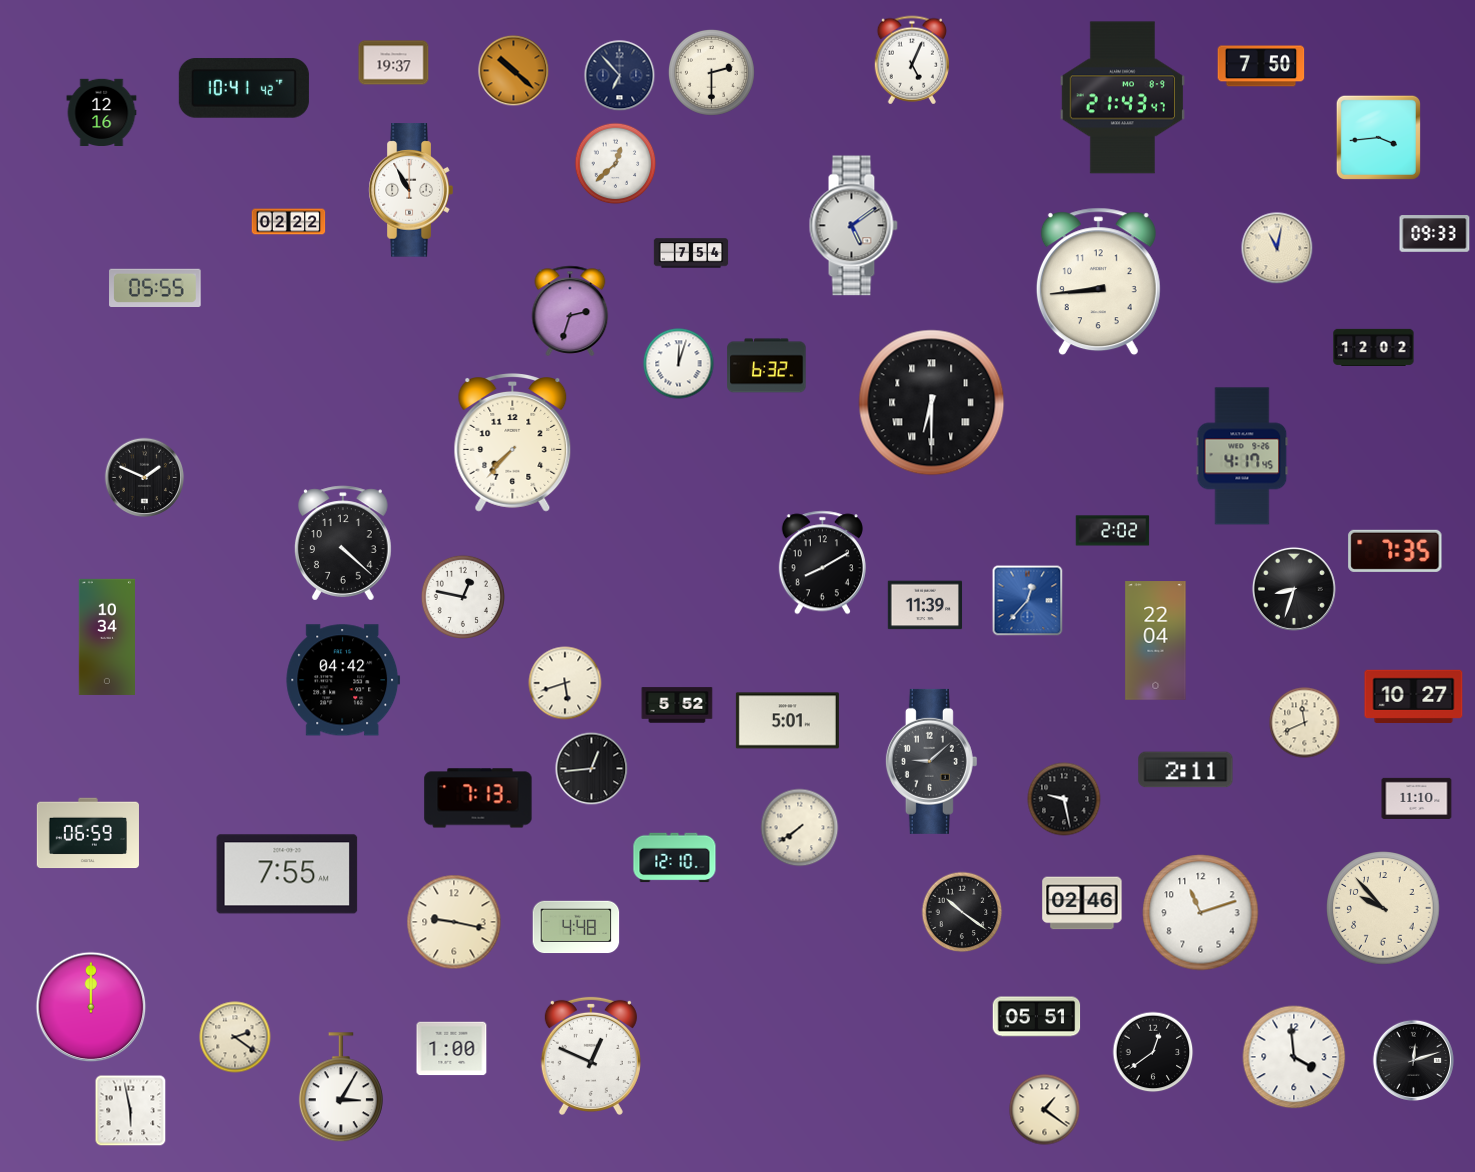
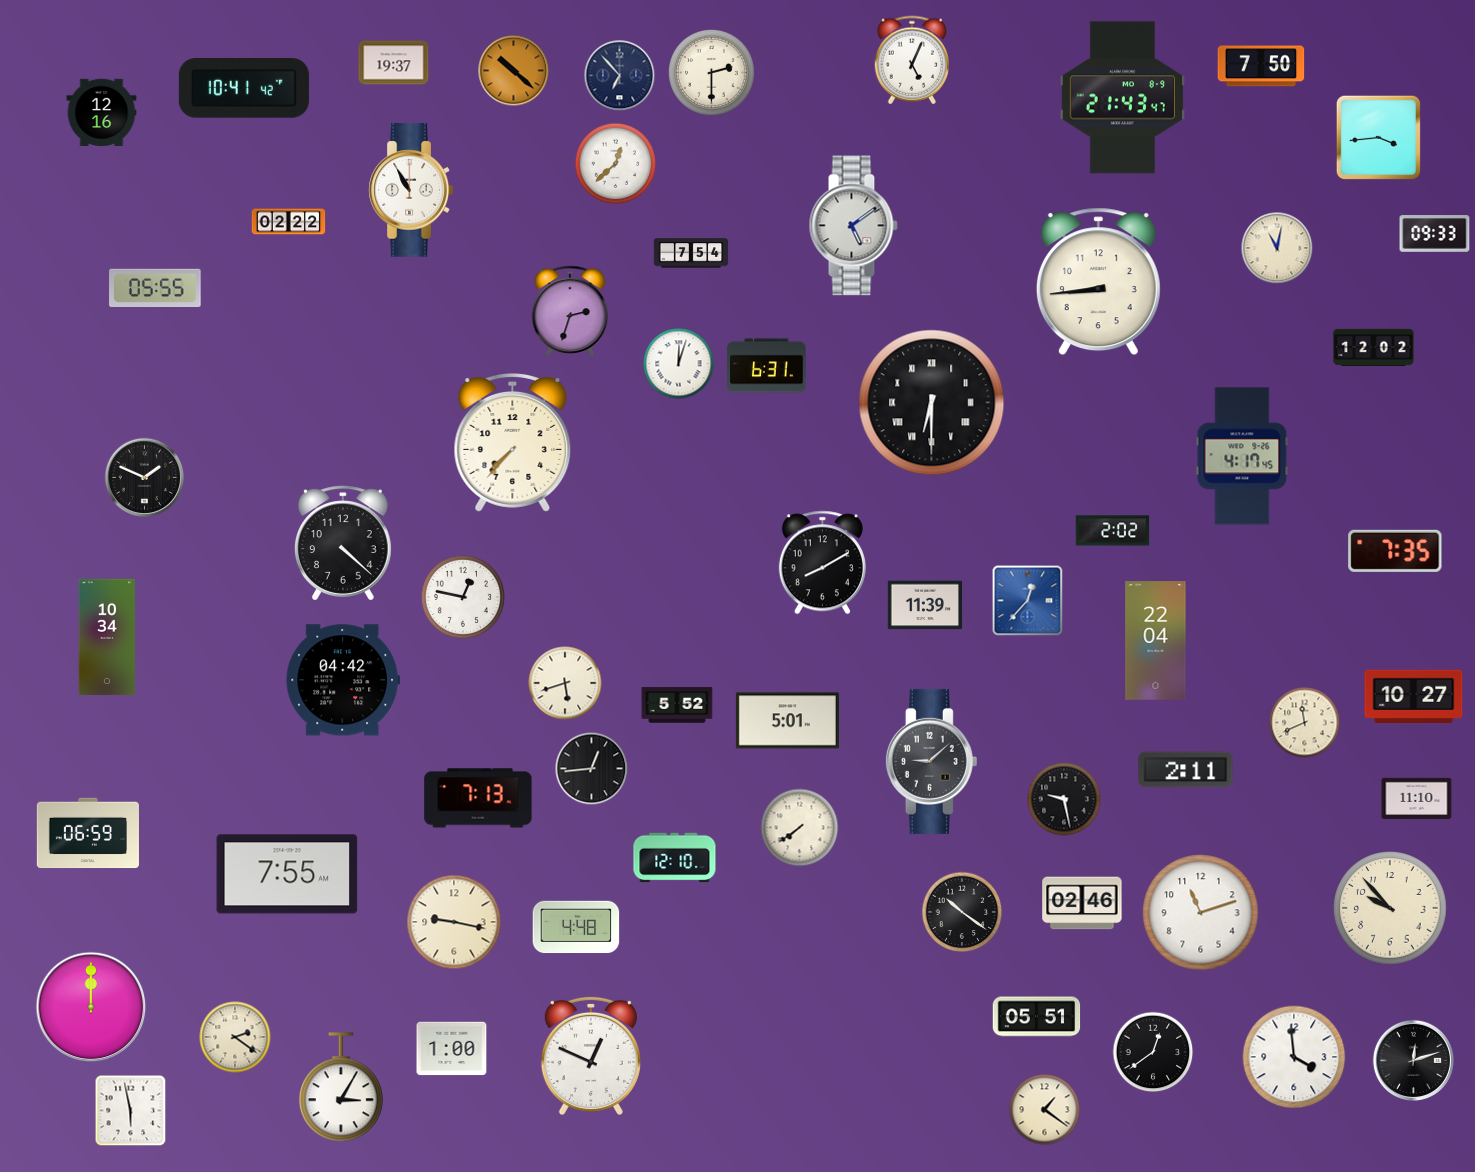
clock at (767, 366): 6:32 -> 6:31
clock at (1294, 589): 8:33 -> none
clock at (1383, 908) position: (1383, 908) -> (1390, 908)
